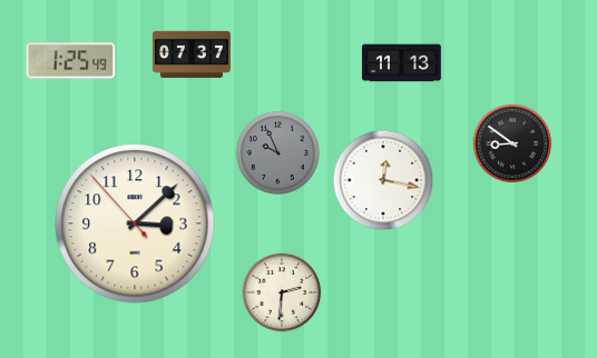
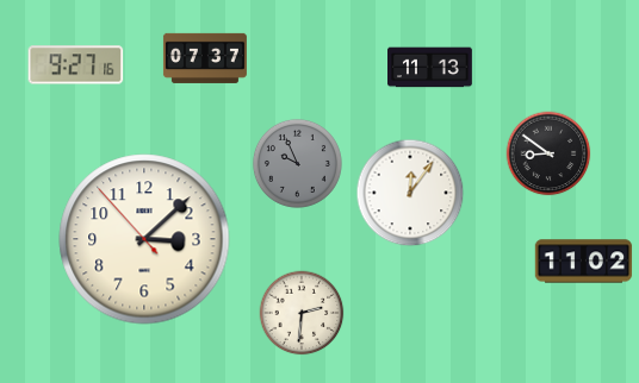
clock at (71, 61): 1:25 -> 9:27
clock at (383, 180): 12:17 -> 12:06
clock at (584, 262): none -> 11:02
